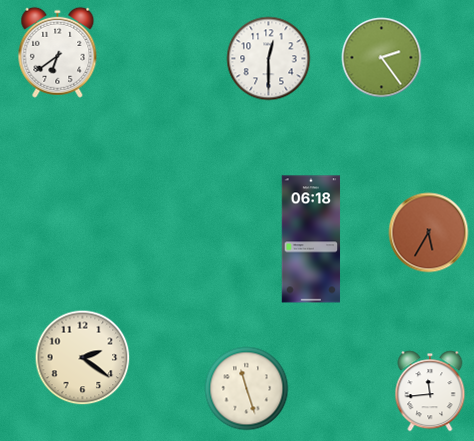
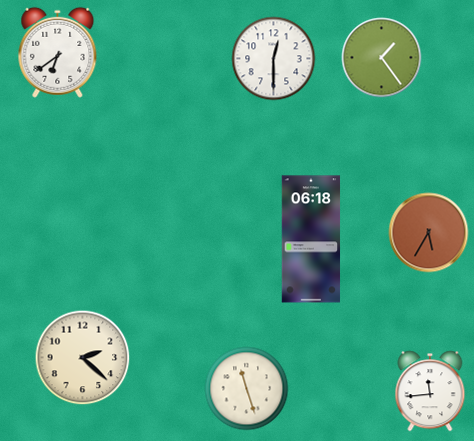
clock at (382, 58): 2:24 -> 1:24
clock at (269, 59) position: (269, 59) -> (274, 59)
clock at (83, 358): 2:21 -> 2:22
